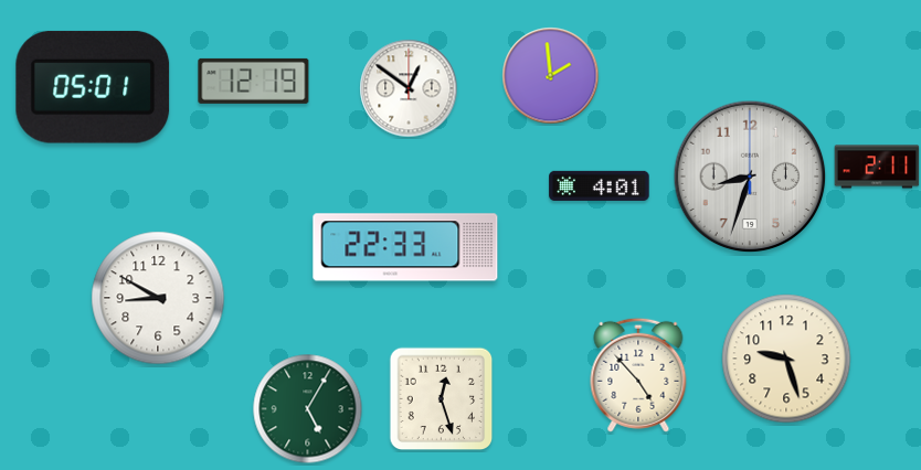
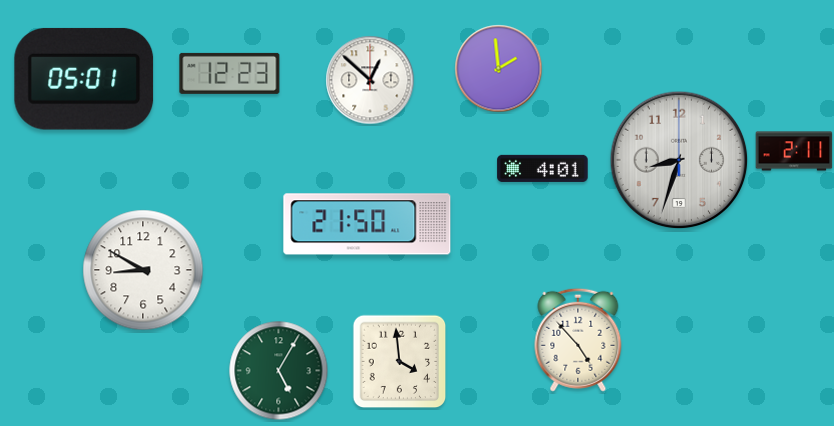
clock at (254, 81): 12:19 -> 12:23
clock at (409, 88): 12:51 -> 12:52
clock at (405, 247): 22:33 -> 21:50
clock at (786, 359): 9:27 -> none
clock at (442, 399): 12:27 -> 3:59
